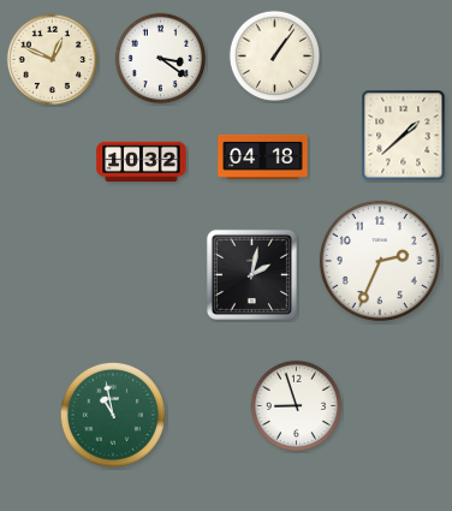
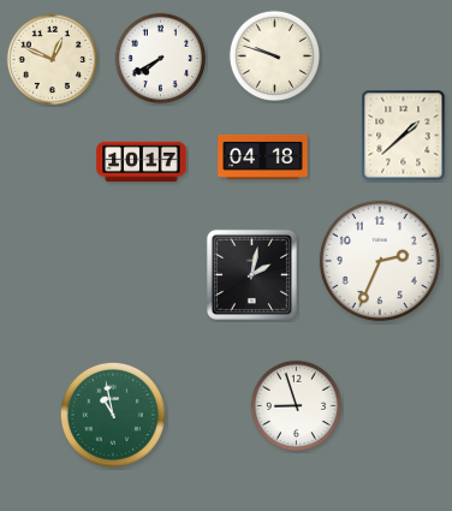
clock at (275, 57): 1:06 -> 9:48
clock at (161, 59): 3:21 -> 7:40
clock at (142, 162): 10:32 -> 10:17
